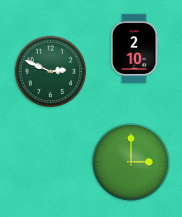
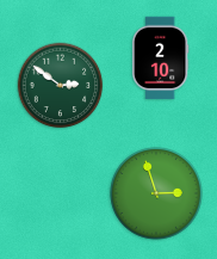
clock at (51, 72): 2:49 -> 2:51
clock at (131, 162): 3:00 -> 2:57
